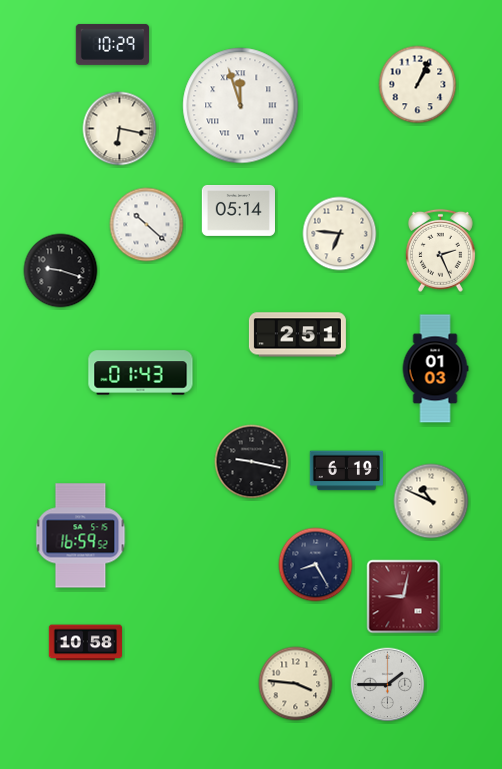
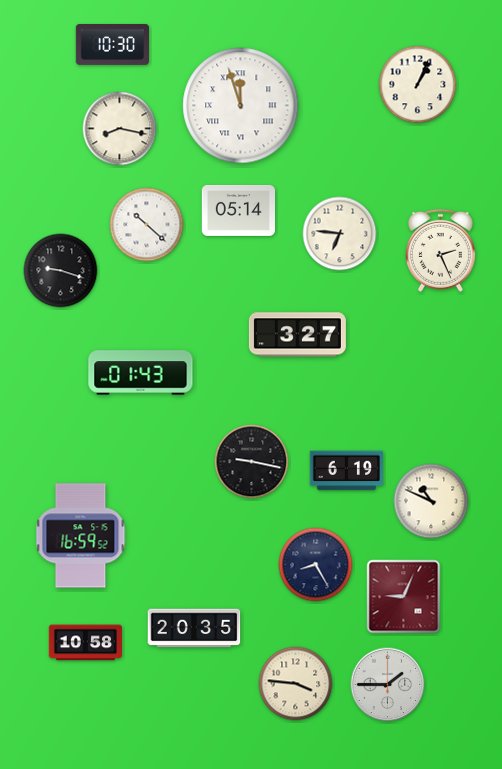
clock at (112, 44): 10:29 -> 10:30
clock at (120, 129): 6:17 -> 8:17
clock at (297, 335): 2:51 -> 3:27
clock at (435, 369): 01:03 -> none
clock at (404, 597): 9:02 -> 9:04
clock at (194, 628): none -> 20:35
